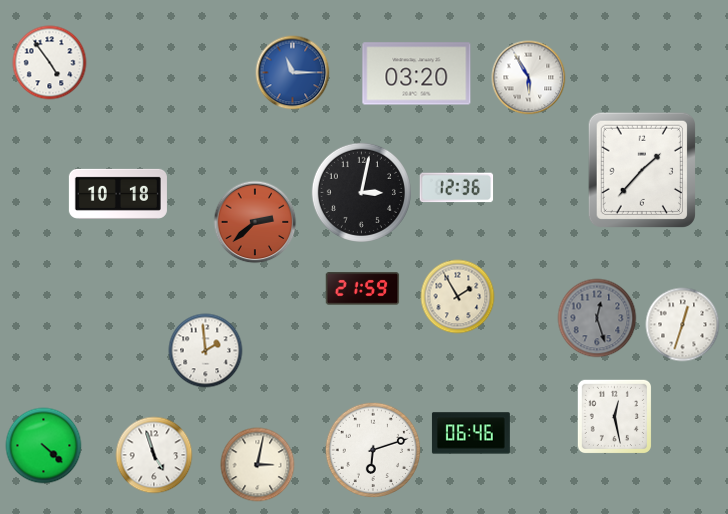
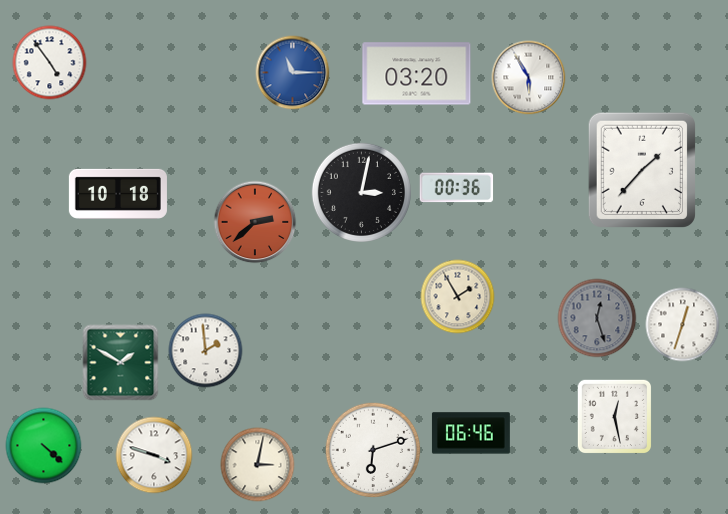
clock at (457, 188): 12:36 -> 00:36
clock at (363, 289): 21:59 -> none
clock at (121, 363): none -> 1:50
clock at (154, 455): 4:57 -> 3:48
